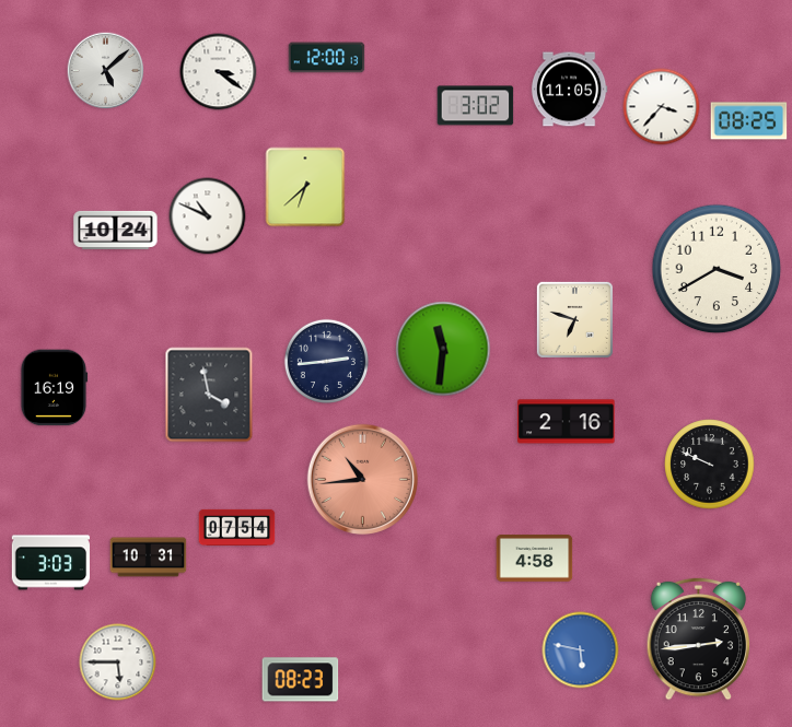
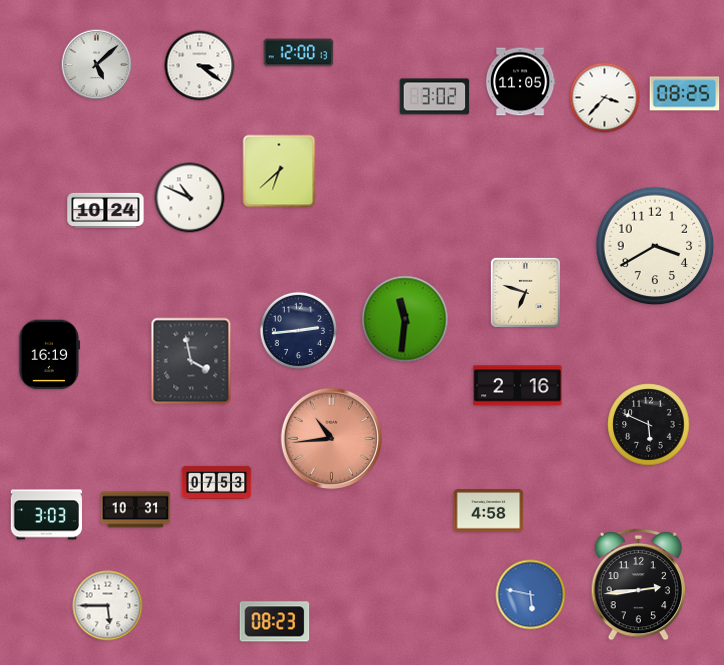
clock at (749, 121) position: (749, 121) -> (685, 94)
clock at (710, 465): 9:49 -> 5:49
clock at (237, 527): 07:54 -> 07:53
